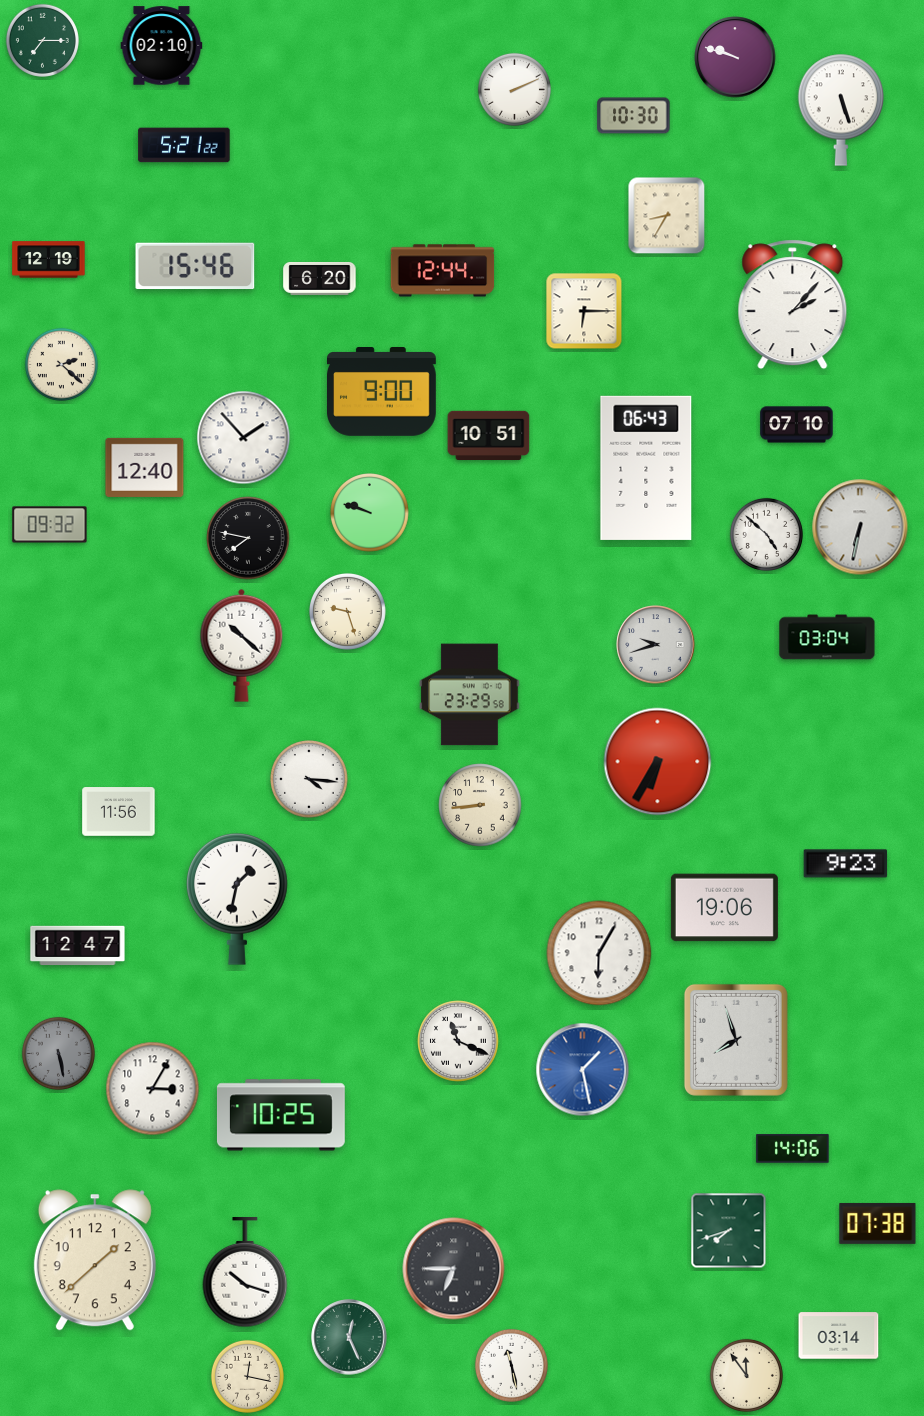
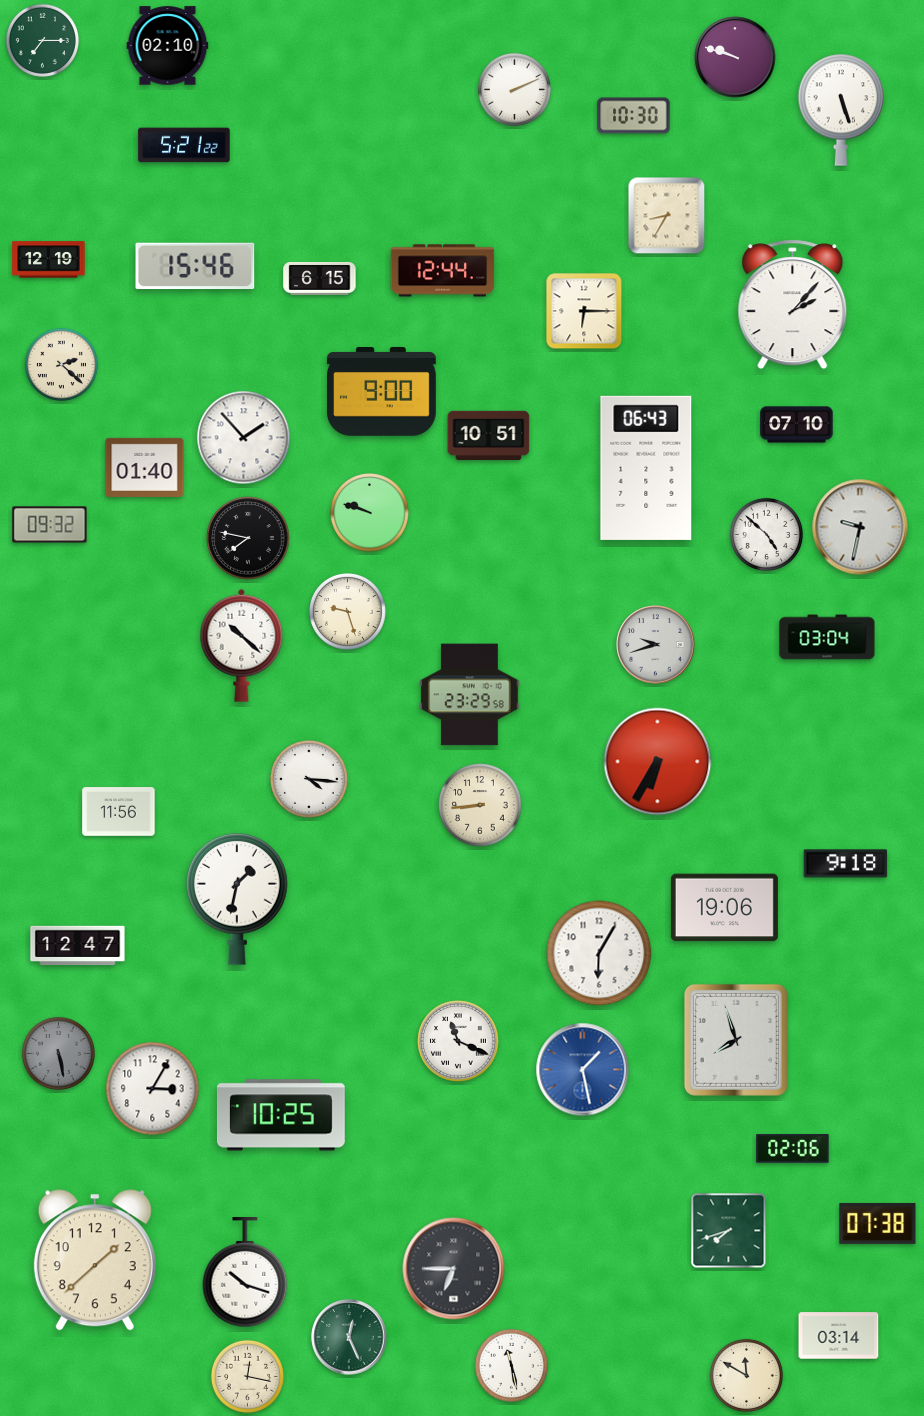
clock at (162, 46) position: (162, 46) -> (168, 46)
clock at (320, 279): 6:20 -> 6:15
clock at (145, 467): 12:40 -> 01:40
clock at (860, 527): 6:32 -> 9:32
clock at (846, 864): 9:23 -> 9:18
clock at (793, 1149): 14:06 -> 02:06
clock at (746, 1375): 11:54 -> 11:50
